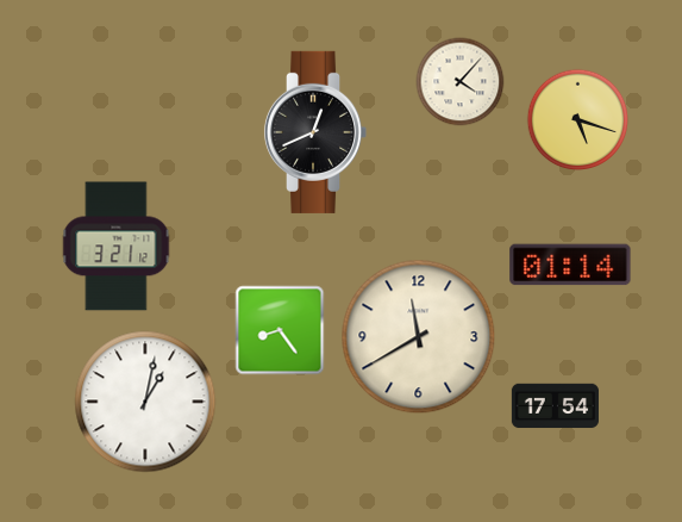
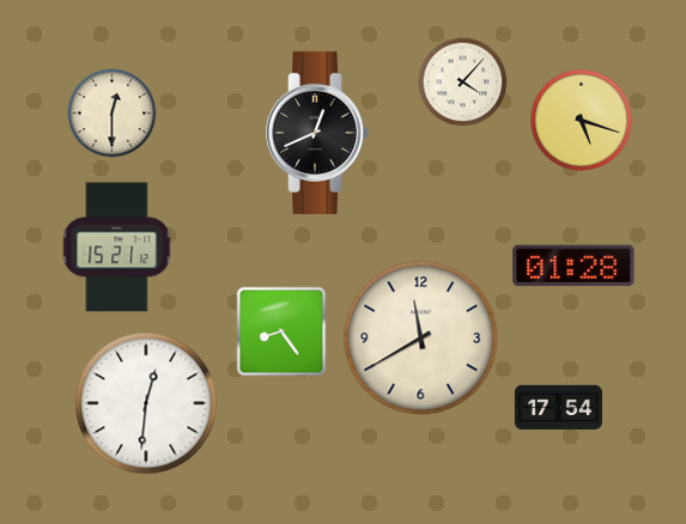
clock at (113, 114): none -> 12:30
clock at (117, 247): 3:21 -> 15:21
clock at (570, 265): 01:14 -> 01:28
clock at (145, 402): 1:02 -> 12:31
